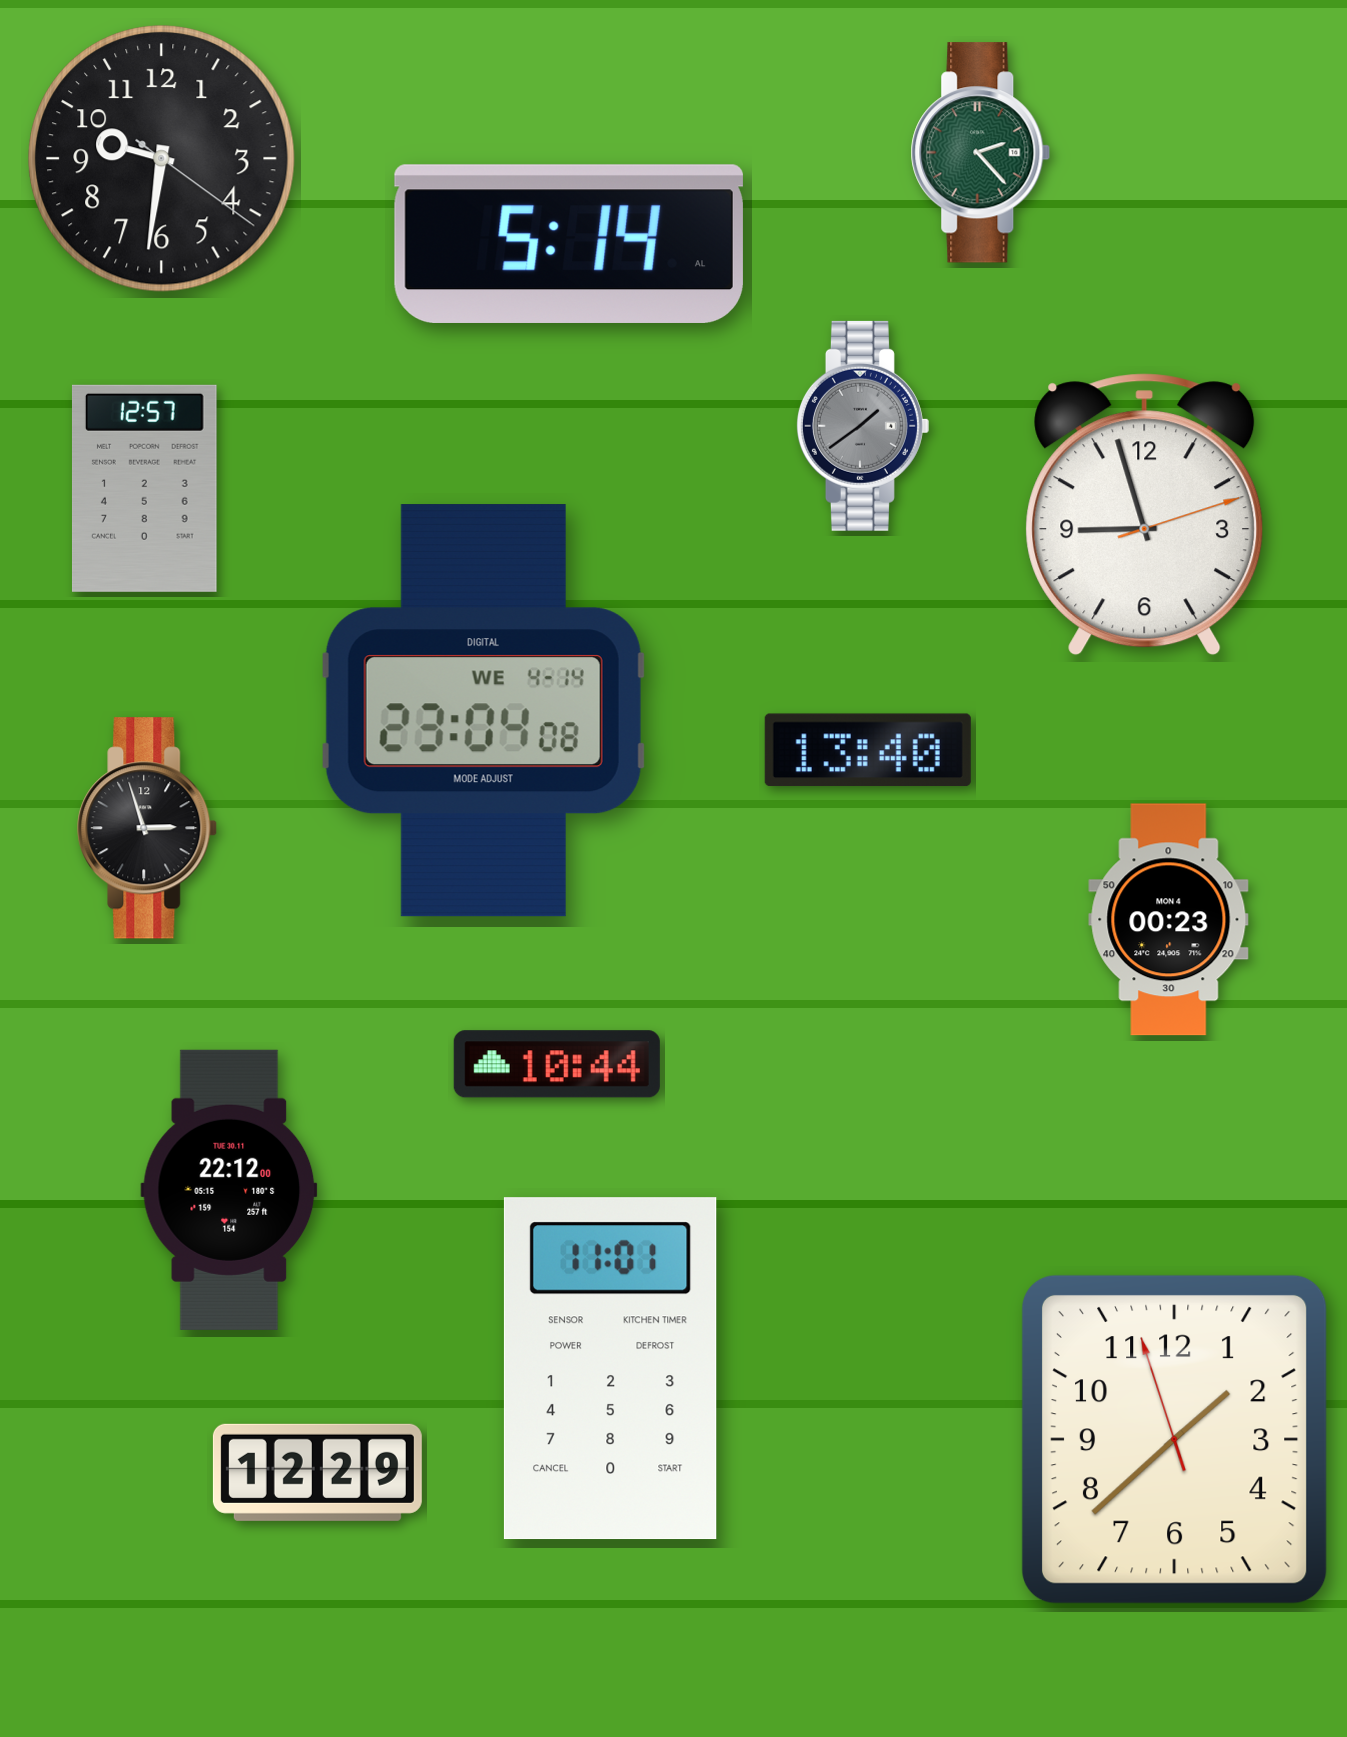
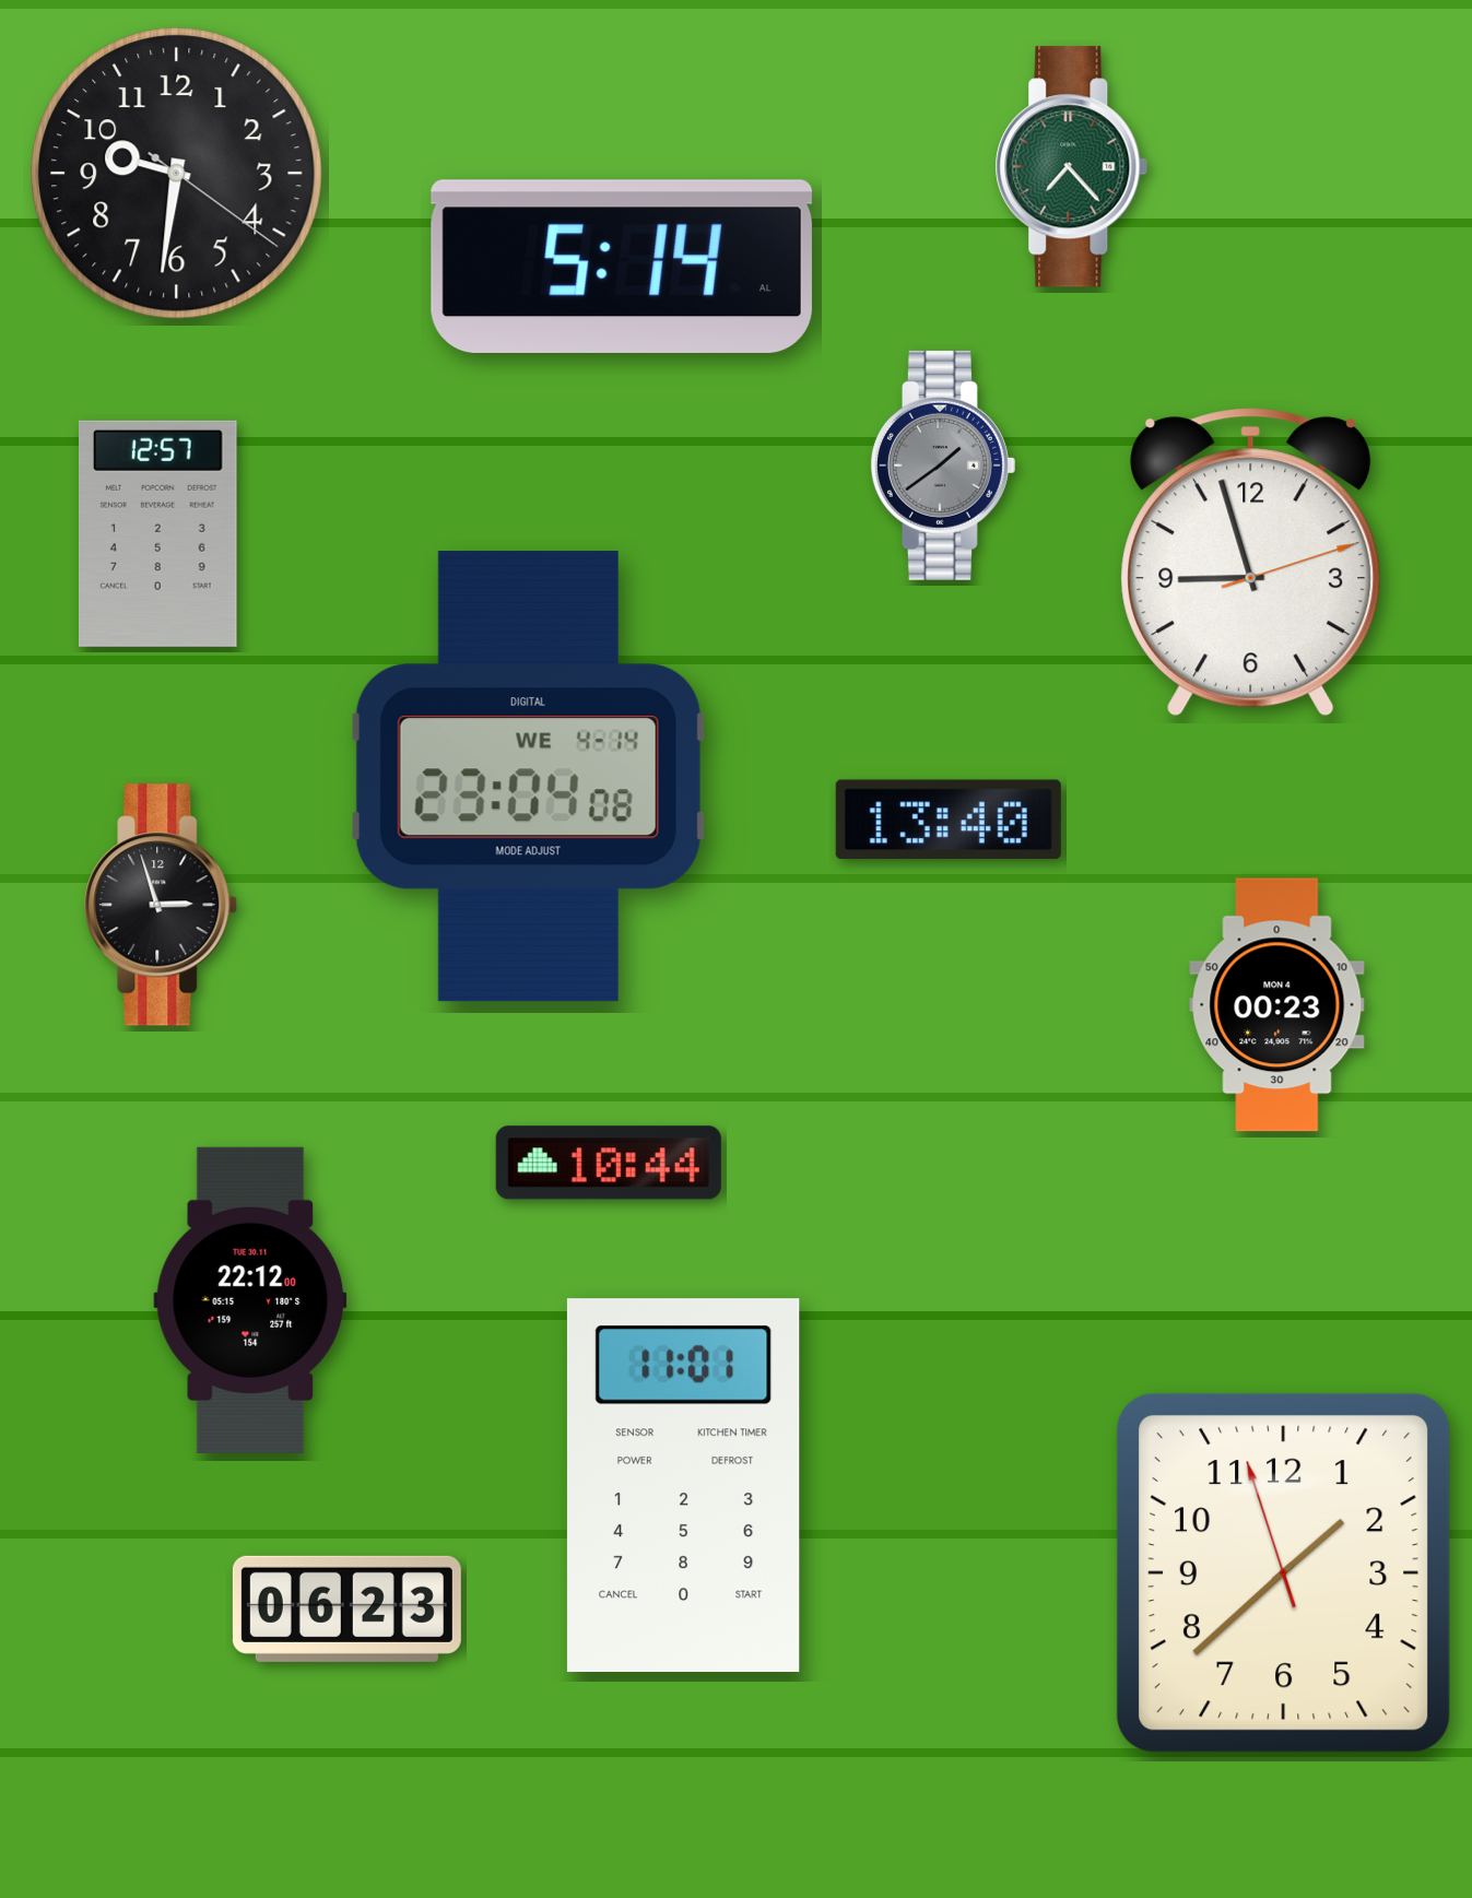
clock at (981, 153): 2:23 -> 7:23
clock at (610, 1369) position: (610, 1369) -> (683, 1486)
clock at (317, 1472): 12:29 -> 06:23
